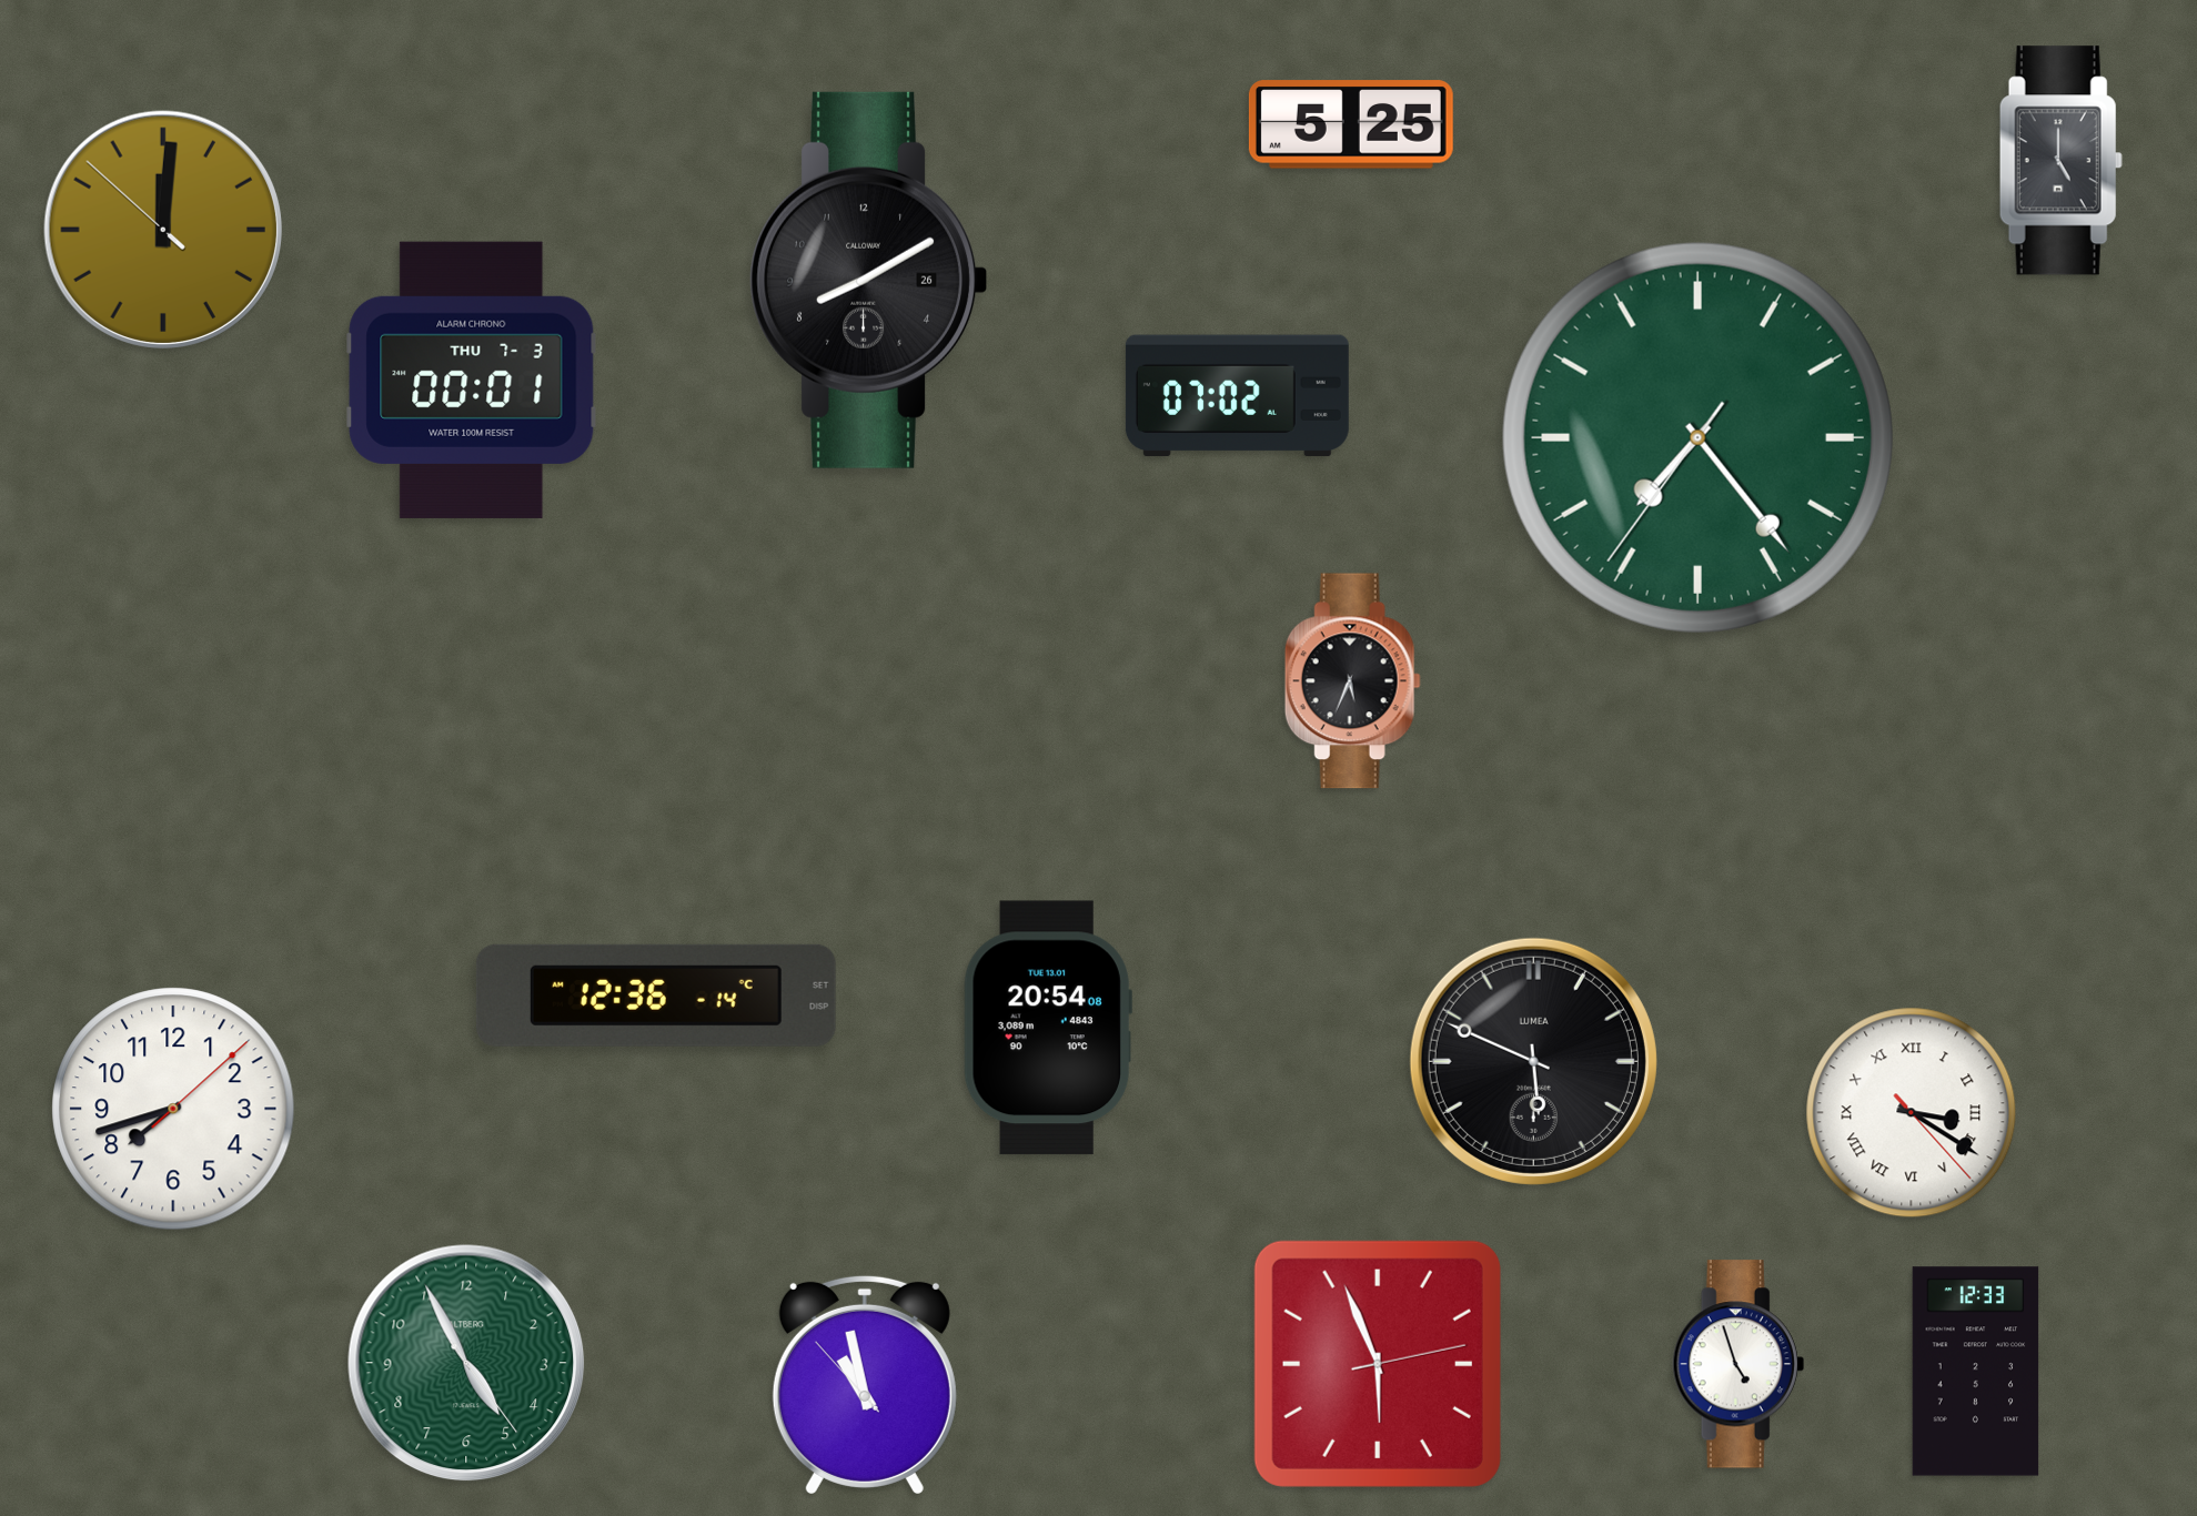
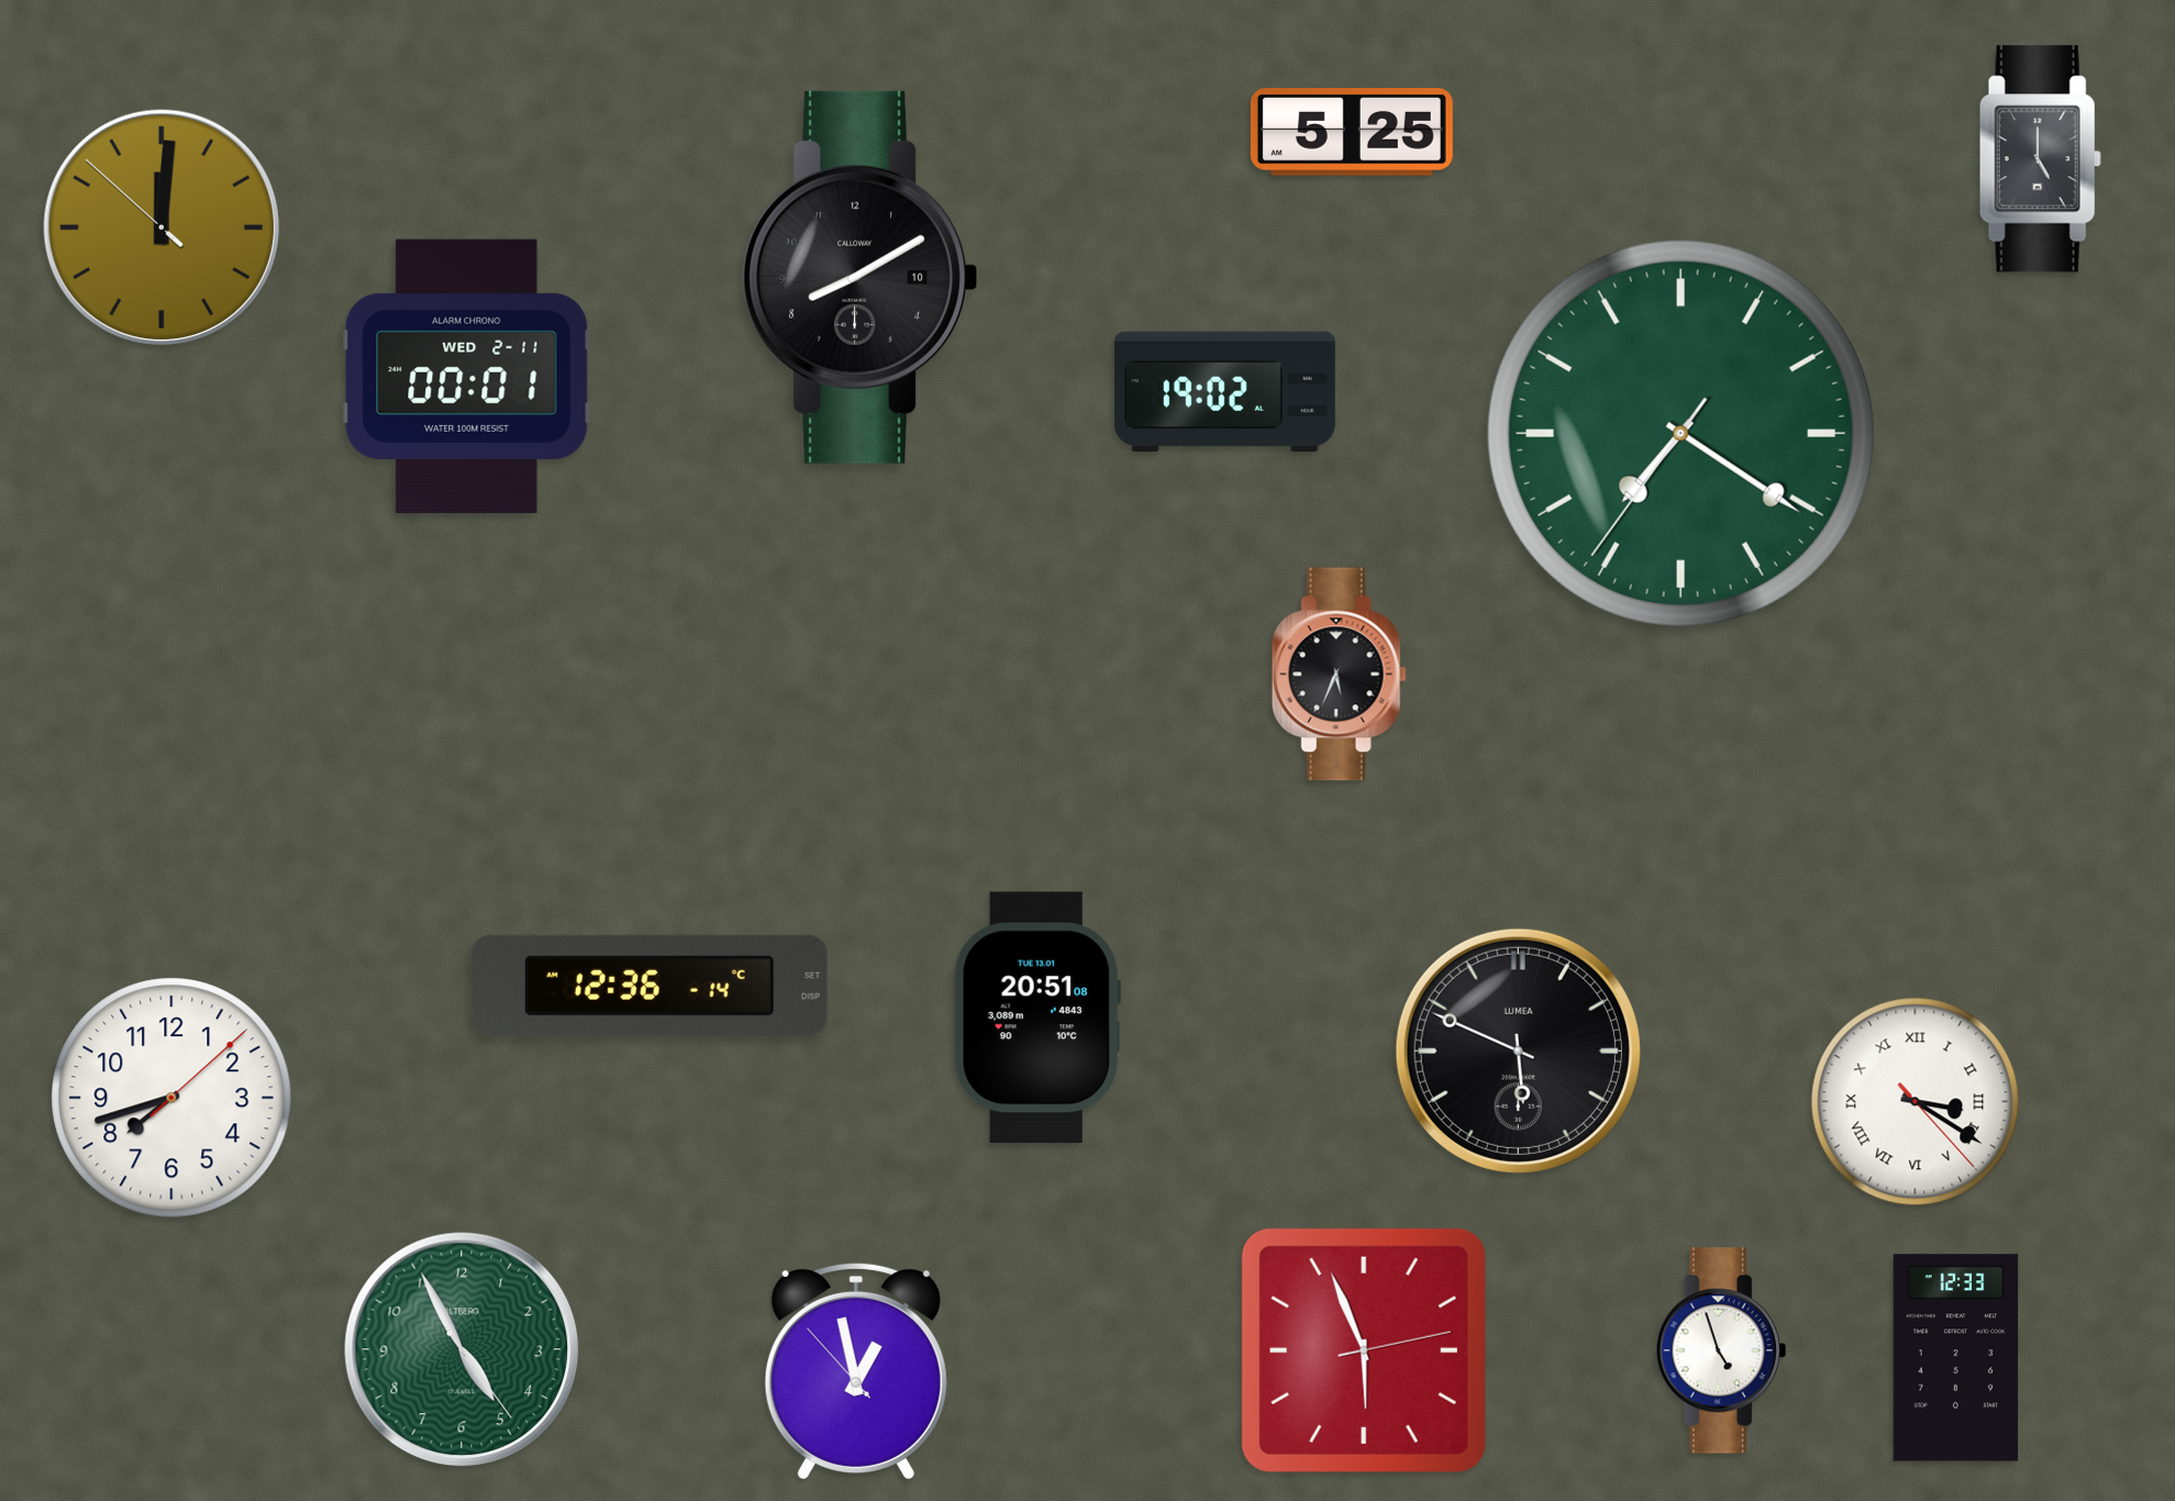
clock at (1351, 124) position: (1351, 124) -> (1352, 132)
clock at (868, 280) date: 26 -> 10
clock at (472, 380) date: THU 7-3 -> WED 2-11
clock at (1237, 396): 07:02 -> 19:02
clock at (1697, 437): 7:23 -> 7:20
clock at (1048, 1028): 20:54 -> 20:51
clock at (1912, 1113) position: (1912, 1113) -> (1916, 1102)
clock at (865, 1385): 10:57 -> 12:57
